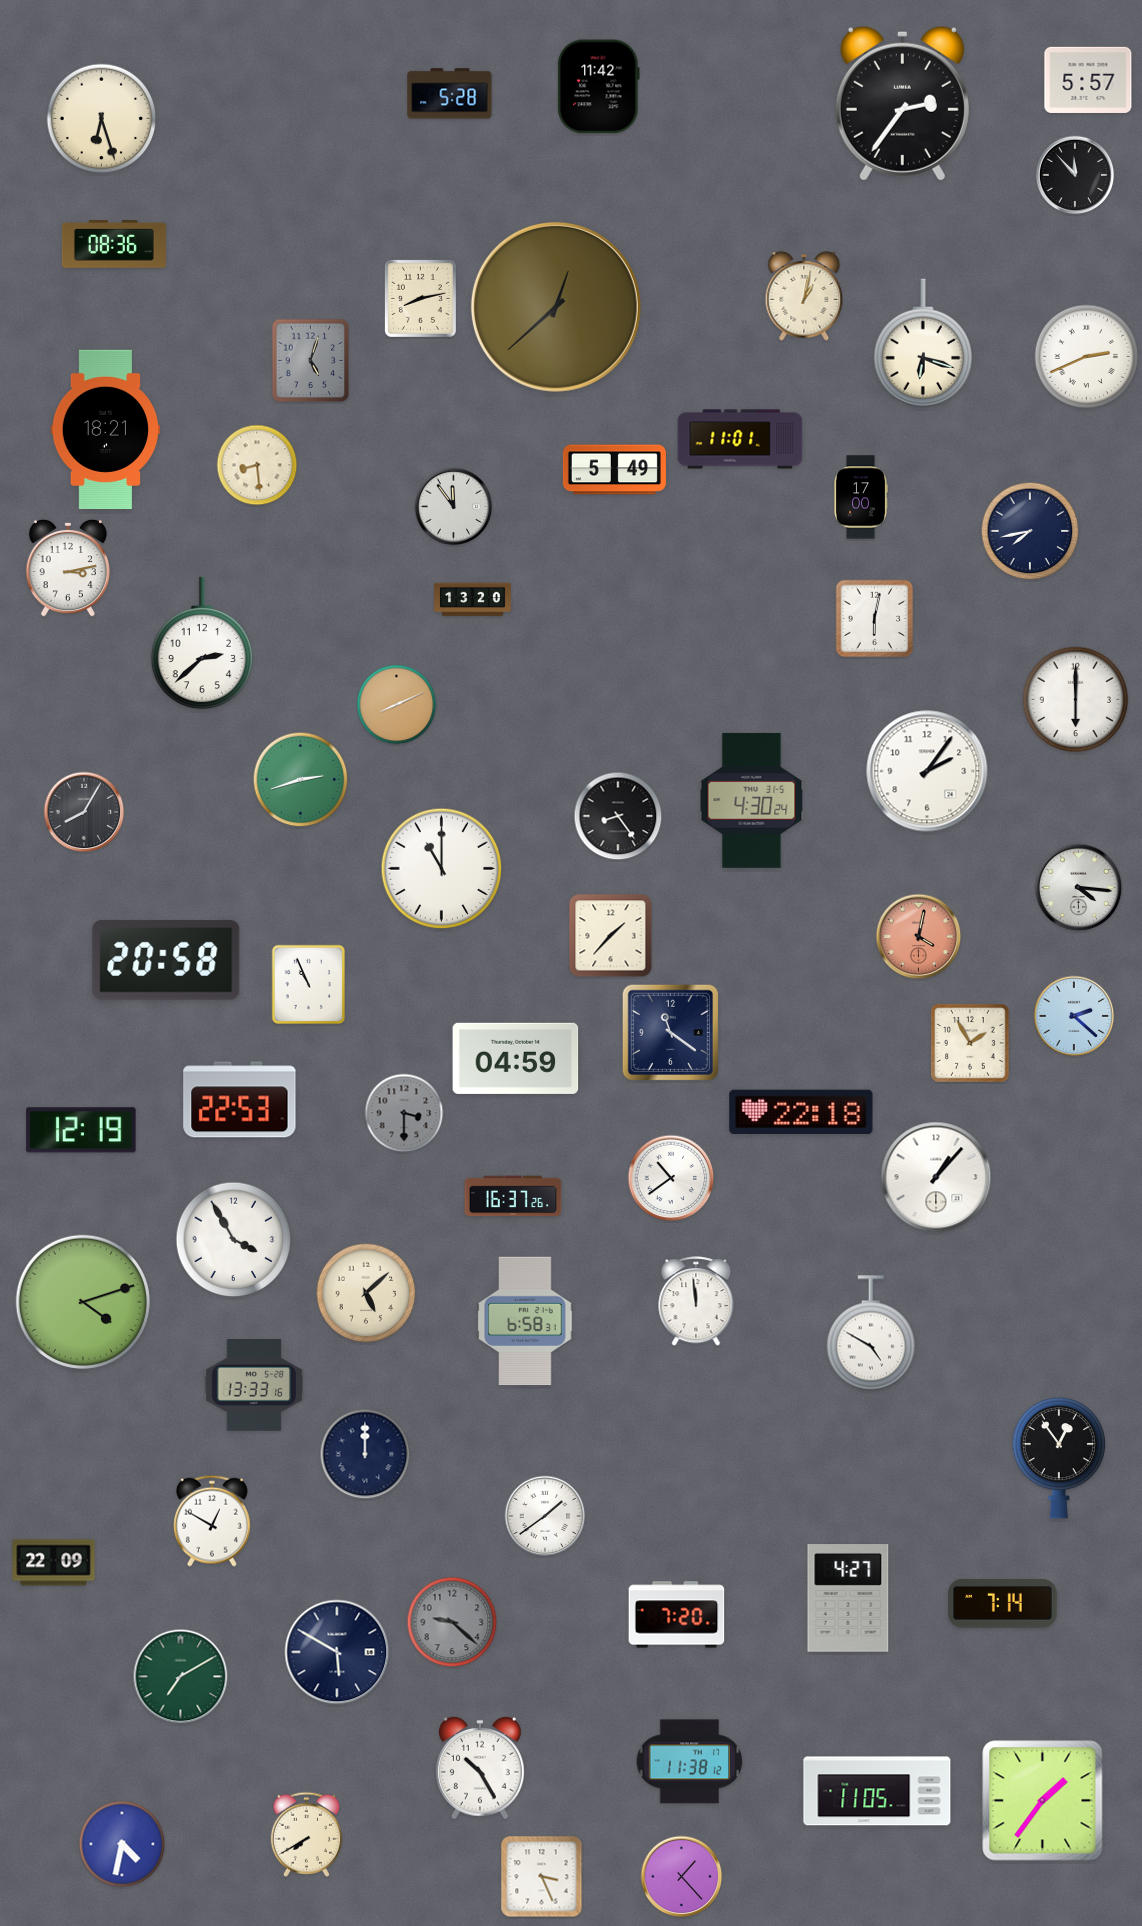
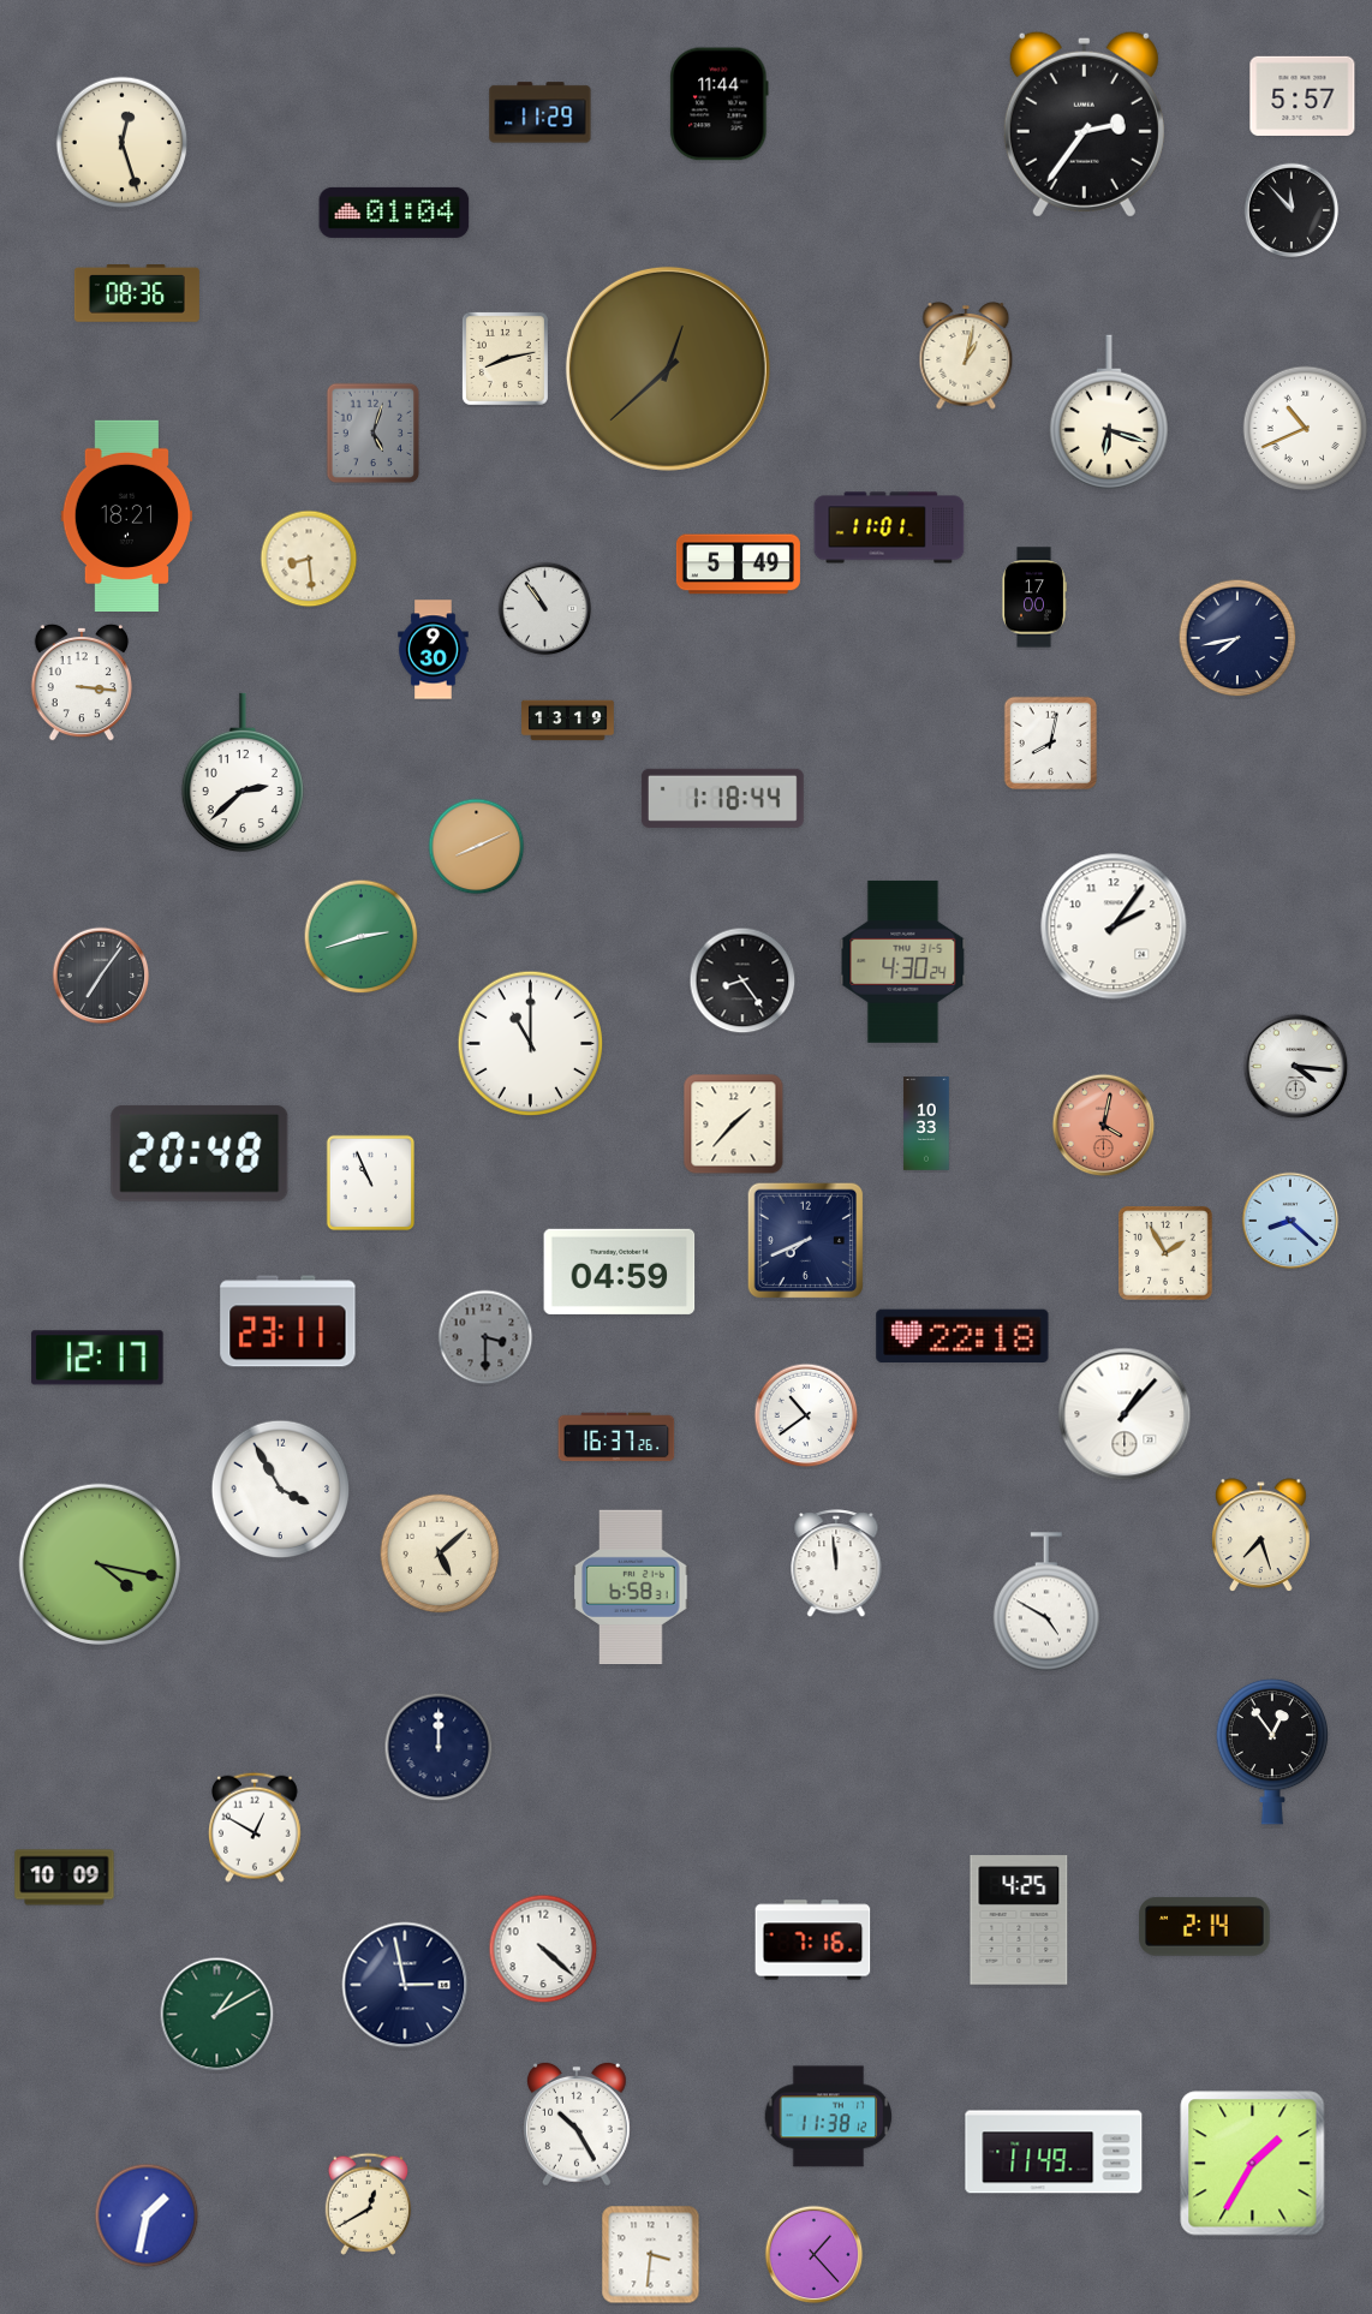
clock at (1088, 80) position: (1088, 80) -> (1302, 96)
clock at (599, 87): 11:42 -> 11:44
clock at (450, 94): 5:28 -> 11:29
clock at (102, 119): 6:27 -> 12:27
clock at (394, 213): none -> 01:04
clock at (1087, 357): 2:41 -> 10:41
clock at (454, 507): 11:54 -> 10:54
clock at (434, 650): none -> 9:30
clock at (68, 568): 3:13 -> 3:16
clock at (473, 600): 13:20 -> 13:19
clock at (875, 619): 6:02 -> 8:02
clock at (722, 798): none -> 1:18
clock at (1076, 700): 6:00 -> none
clock at (84, 812): 8:05 -> 7:06
clock at (926, 1123): none -> 10:33
clock at (166, 960): 20:58 -> 20:48
clock at (1074, 1016): 2:22 -> 8:22
clock at (671, 1033): 11:21 -> 7:41
clock at (240, 1100): 22:53 -> 23:11
clock at (81, 1130): 12:19 -> 12:17
clock at (1261, 1534): none -> 7:27
clock at (83, 1302): 4:12 -> 4:17
clock at (253, 1386): 13:33 -> none
clock at (545, 1516): 1:39 -> none
clock at (54, 1563): 22:09 -> 10:09
clock at (848, 1598): 4:27 -> 4:25
clock at (1003, 1604): 7:14 -> 2:14
clock at (677, 1615): 7:20 -> 7:16
clock at (452, 1622): 9:22 -> 4:22
clock at (452, 1622) dial: grey -> white
clock at (337, 1652): 5:50 -> 2:58
clock at (181, 1677): 7:10 -> 1:10
clock at (877, 1791): 11:05 -> 11:49
clock at (1043, 1801): 1:36 -> 1:35
clock at (306, 1834): 7:40 -> 12:40
clock at (122, 1844): 4:32 -> 1:32
clock at (542, 1877): 3:26 -> 3:31
clock at (682, 1877) position: (682, 1877) -> (815, 2255)
